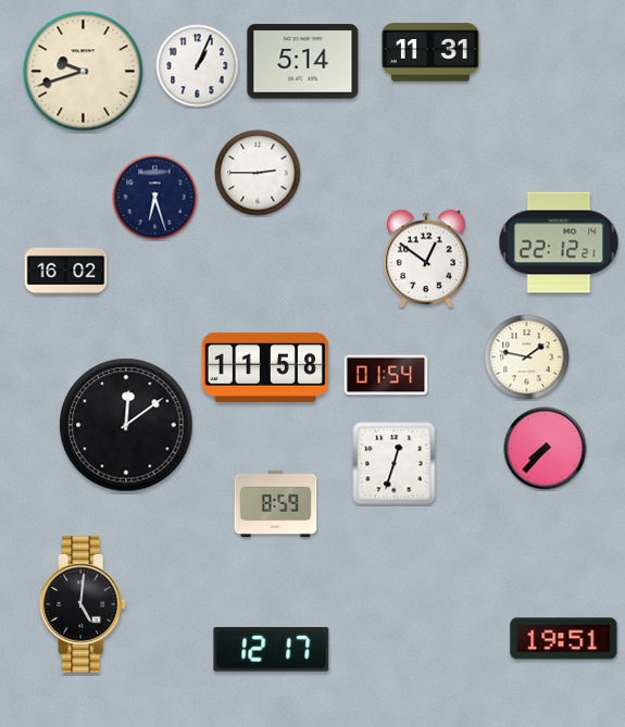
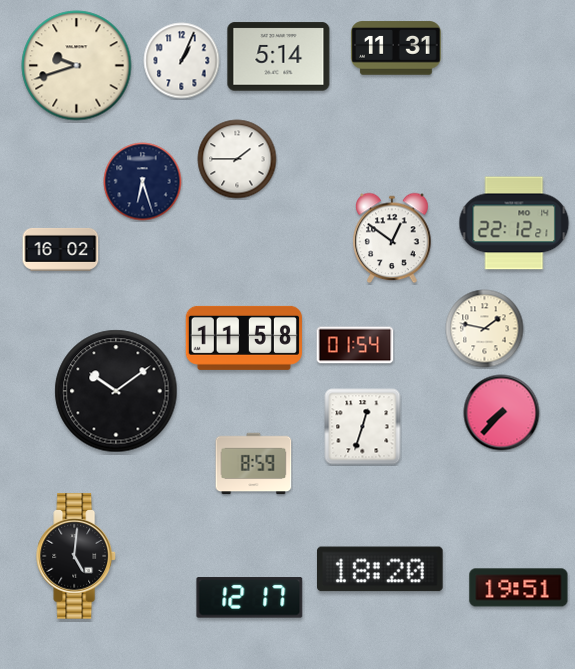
clock at (258, 173): 2:45 -> 1:45
clock at (126, 425): 12:09 -> 10:09
clock at (380, 569): none -> 18:20
